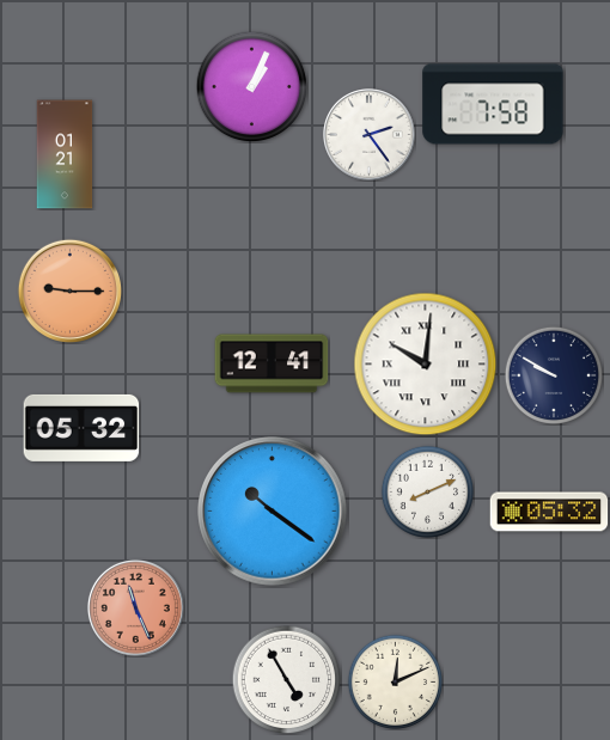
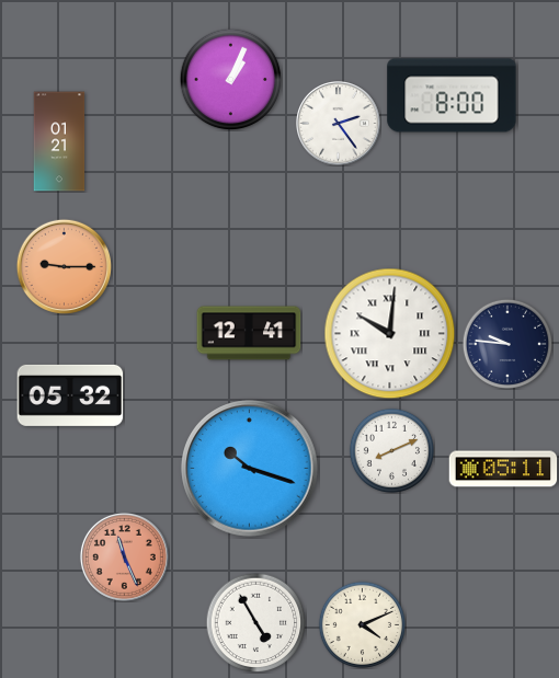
clock at (493, 104): 7:58 -> 8:00
clock at (553, 374): 9:50 -> 9:46
clock at (81, 428) position: (81, 428) -> (70, 395)
clock at (273, 512): 10:21 -> 10:18
clock at (549, 512): 05:32 -> 05:11
clock at (286, 679) position: (286, 679) -> (255, 622)
clock at (395, 681): 12:11 -> 4:11
